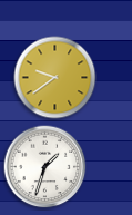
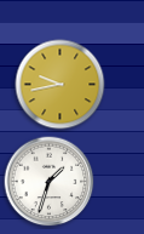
clock at (55, 78): 9:39 -> 9:43
